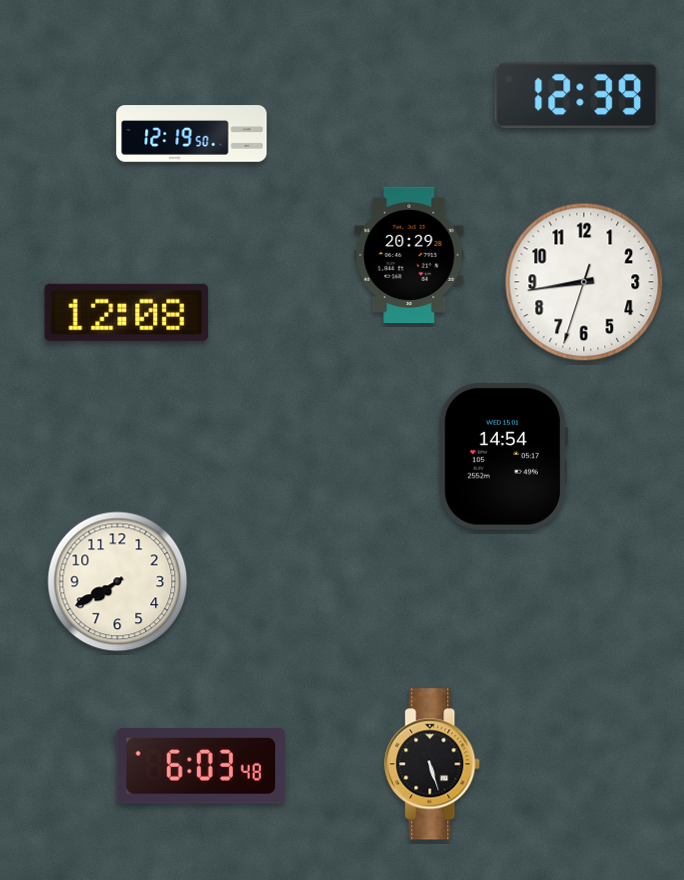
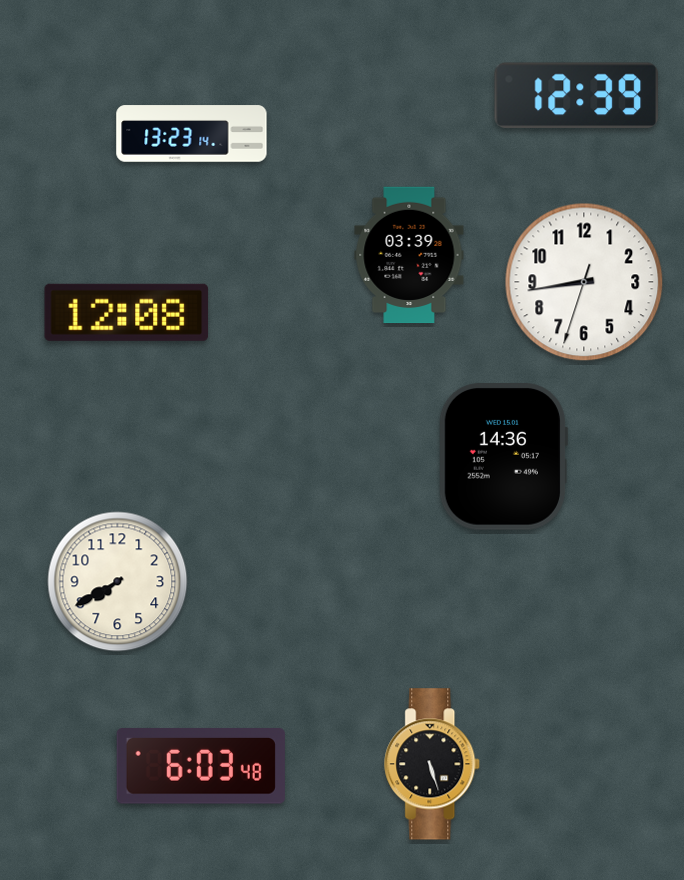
clock at (192, 134): 12:19 -> 13:23
clock at (409, 255): 20:29 -> 03:39
clock at (502, 457): 14:54 -> 14:36
